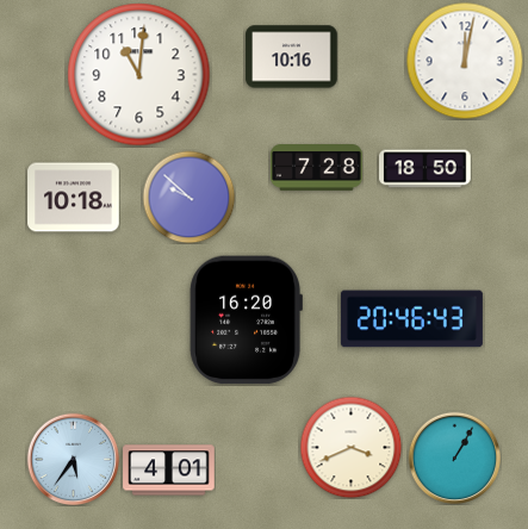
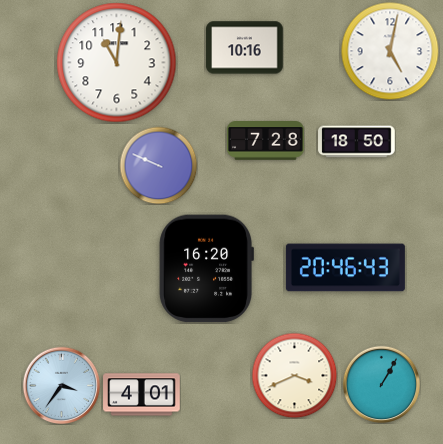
clock at (465, 61): 12:02 -> 5:02
clock at (188, 197): 9:52 -> 9:49
clock at (74, 198): 10:18 -> none
clock at (73, 459): 5:36 -> 3:36
